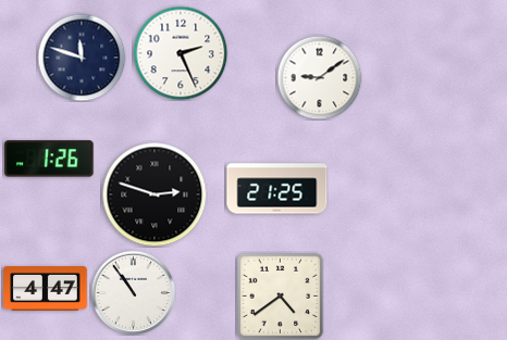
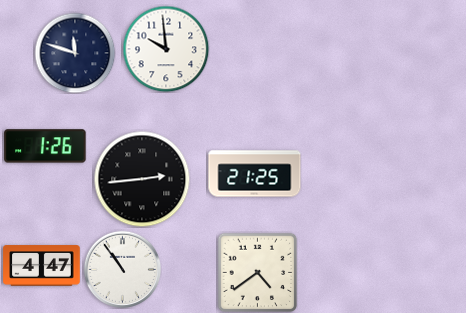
clock at (181, 53): 2:26 -> 9:59
clock at (319, 77): 9:09 -> none
clock at (154, 194): 2:48 -> 2:44
